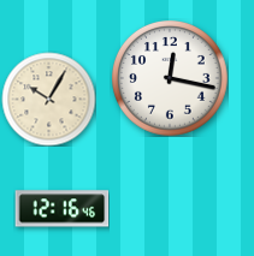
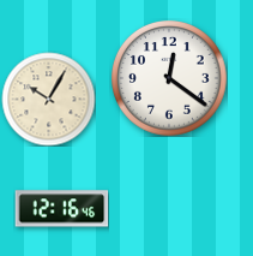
clock at (170, 78): 12:17 -> 12:21
